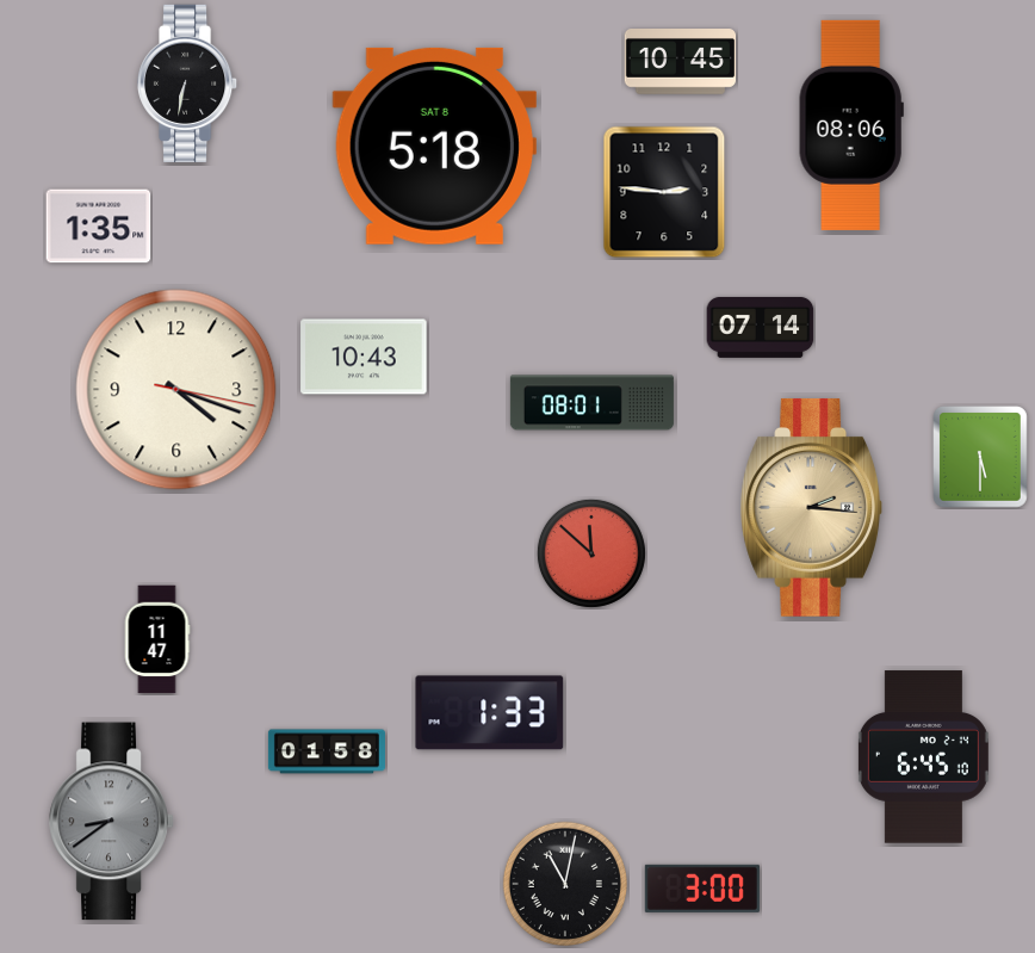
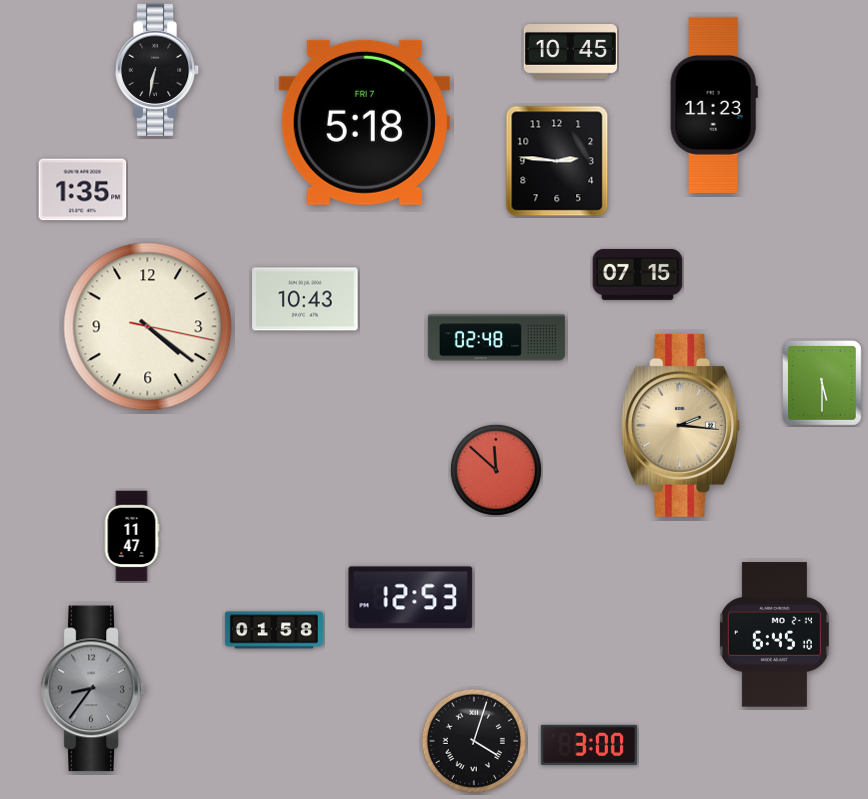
clock at (851, 125): 08:06 -> 11:23
clock at (434, 146) date: SAT 8 -> FRI 7
clock at (761, 327): 07:14 -> 07:15
clock at (176, 390): 4:18 -> 4:21
clock at (591, 403): 08:01 -> 02:48
clock at (591, 553) position: (591, 553) -> (496, 470)
clock at (490, 713): 1:33 -> 12:53
clock at (112, 822): 8:39 -> 8:36
clock at (565, 884): 11:02 -> 4:03
